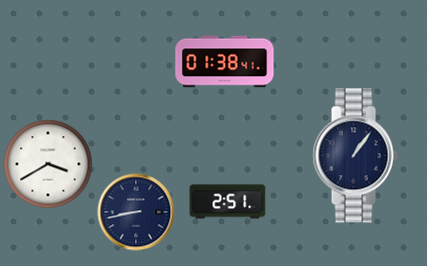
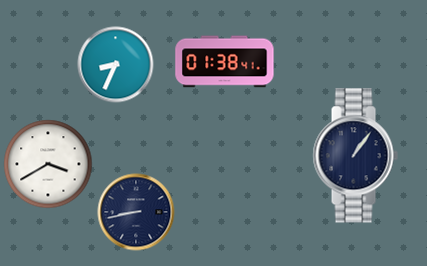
clock at (116, 65): none -> 8:34
clock at (228, 202): 2:51 -> none
